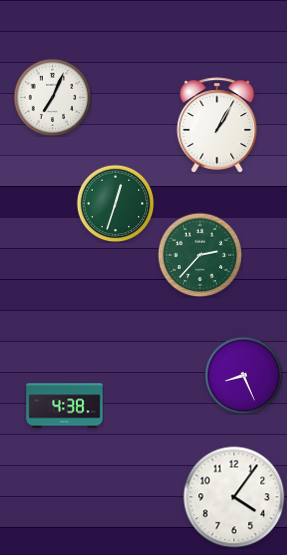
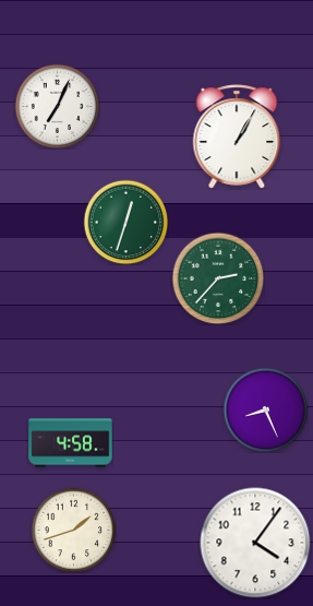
clock at (65, 406): 4:38 -> 4:58
clock at (73, 530): none -> 1:42
